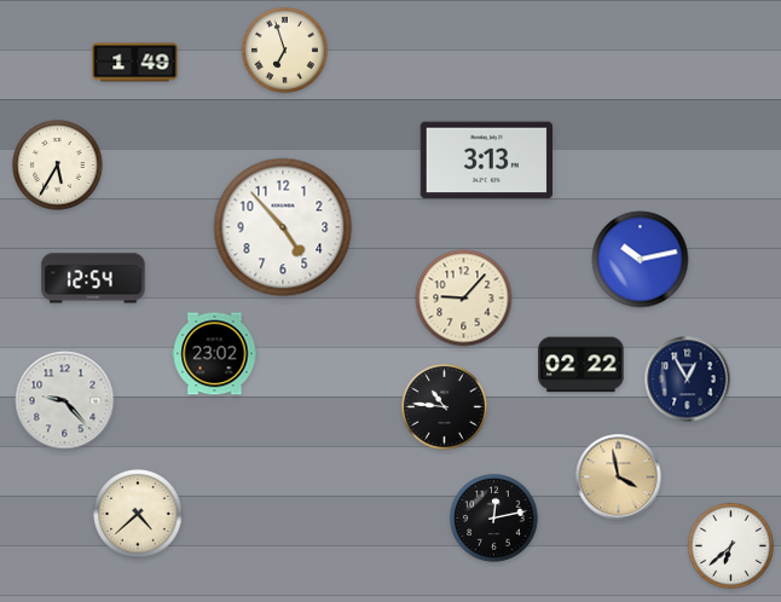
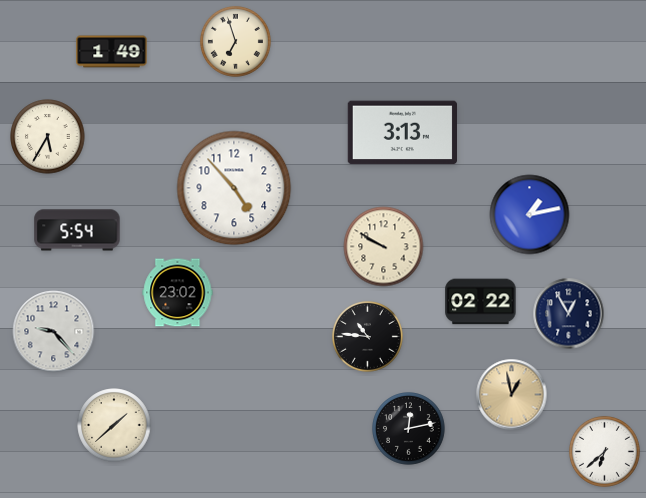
clock at (641, 260): 10:13 -> 1:13
clock at (93, 278): 12:54 -> 5:54
clock at (464, 299): 9:07 -> 9:50
clock at (619, 477): 3:58 -> 12:58
clock at (138, 514): 4:38 -> 1:38
